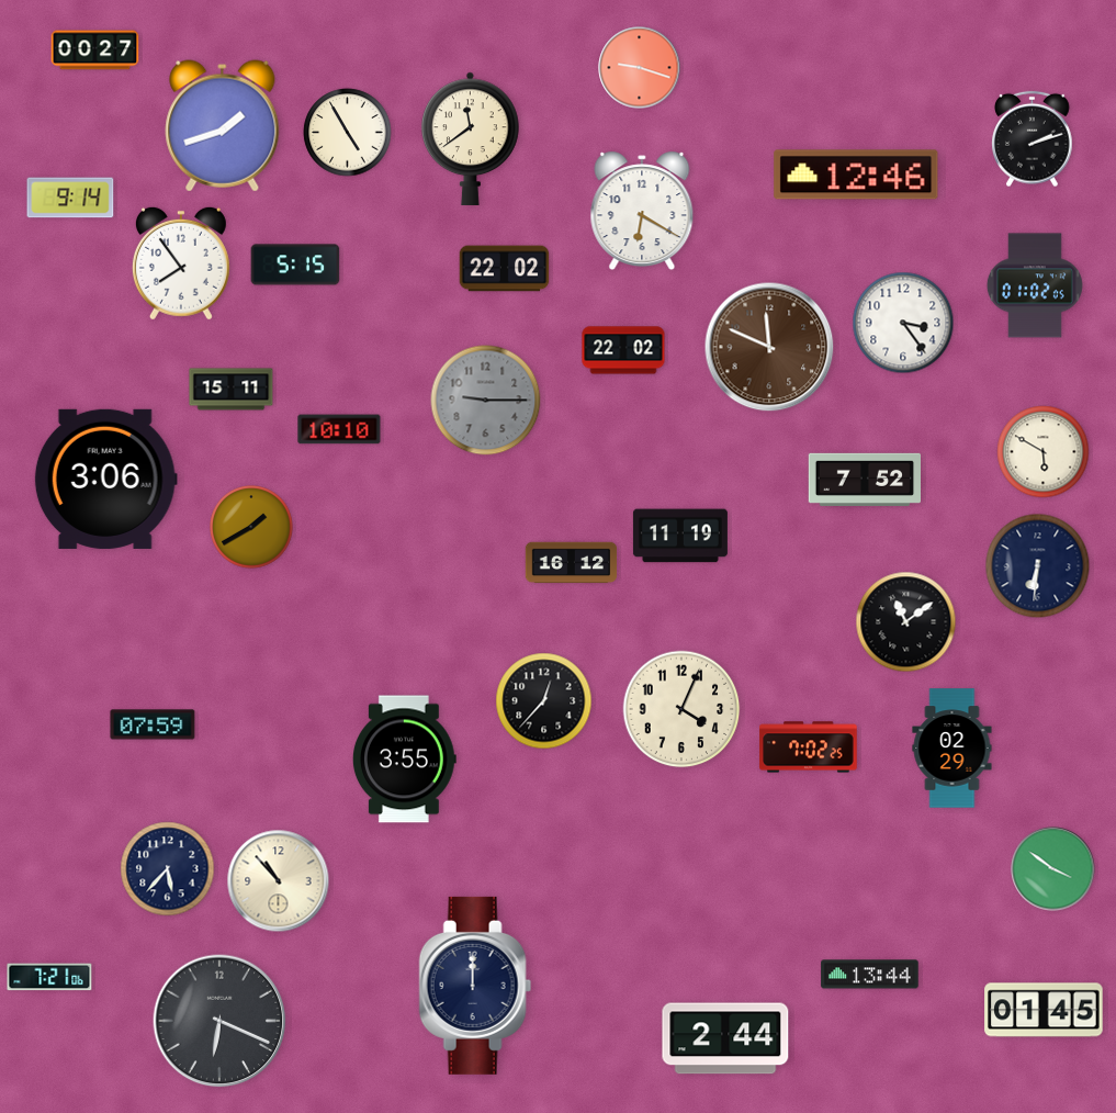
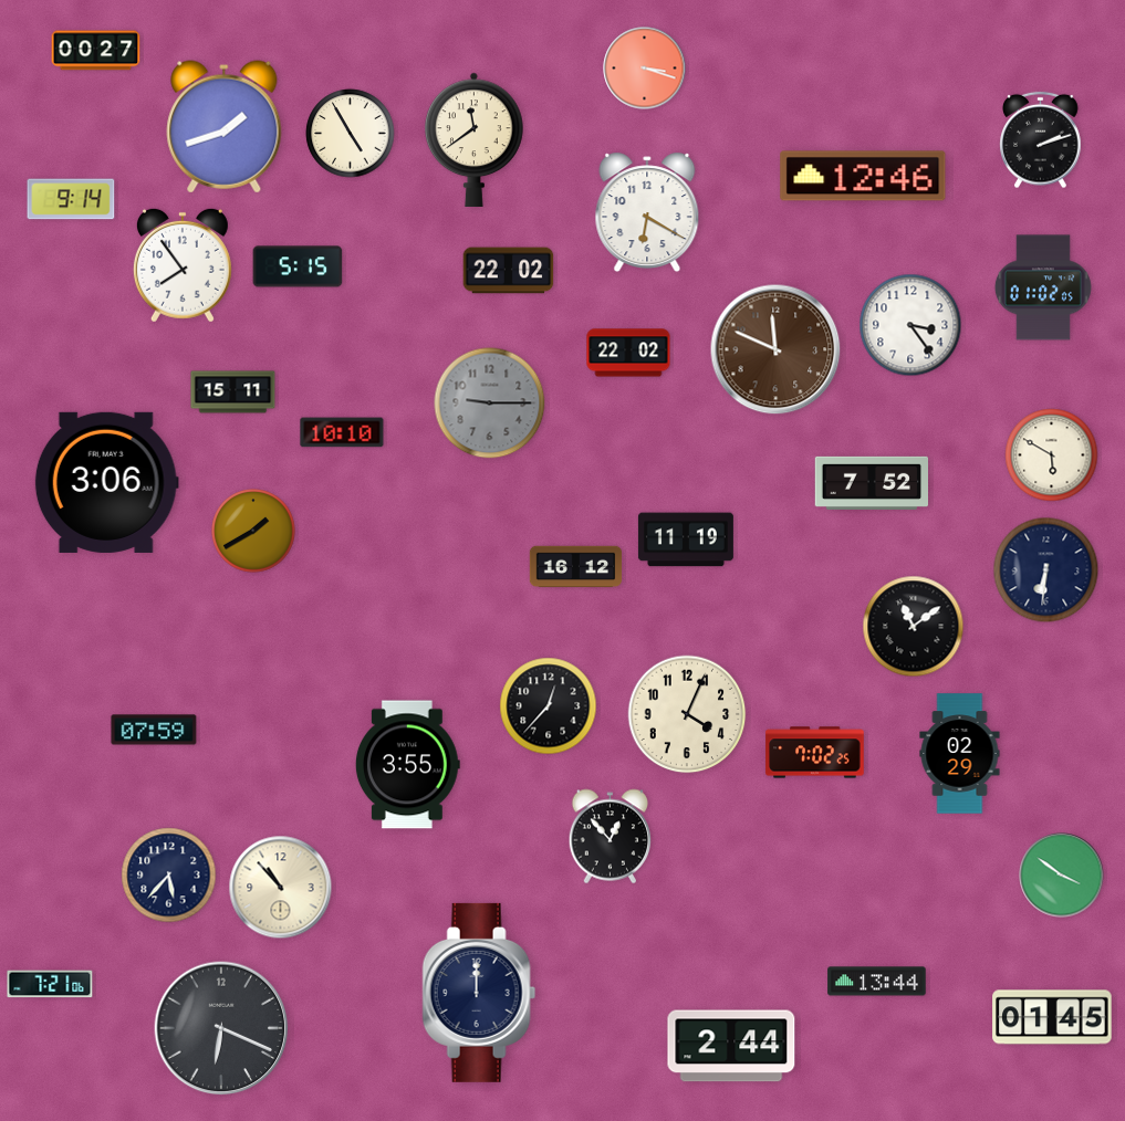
clock at (640, 68): 9:18 -> 3:18
clock at (610, 837): none -> 12:53
